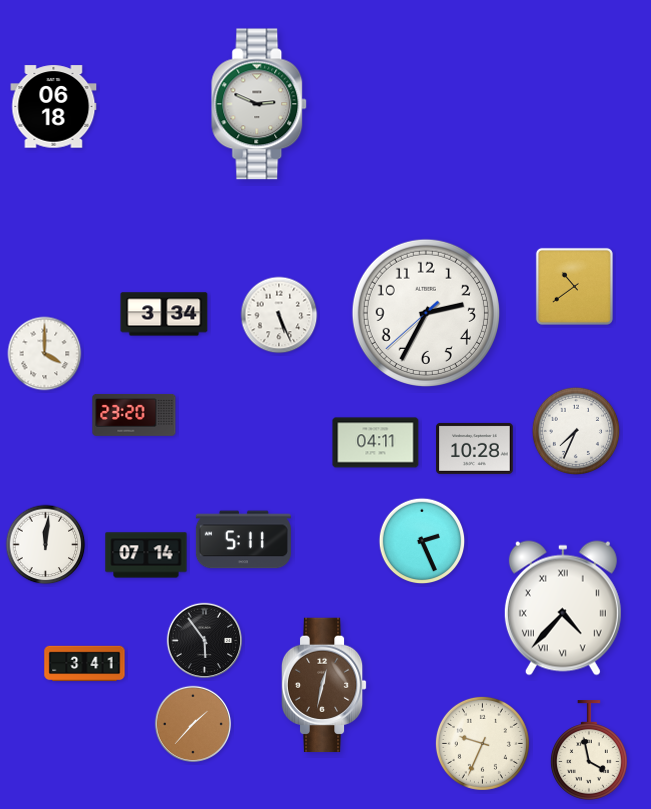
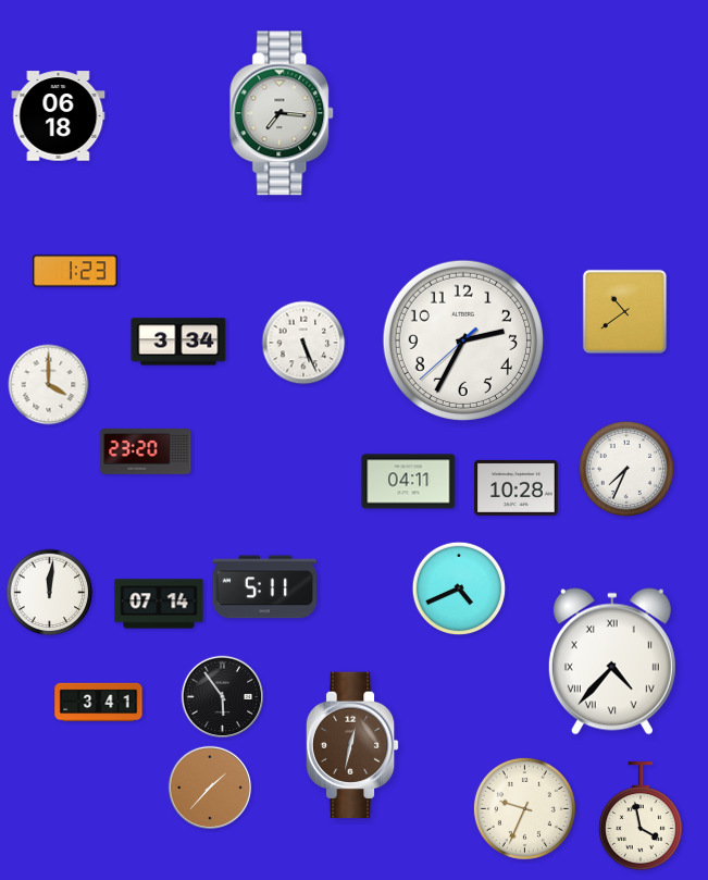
clock at (260, 104): 2:49 -> 7:16
clock at (75, 271): none -> 1:23
clock at (422, 541): 2:26 -> 4:41
clock at (85, 664) position: (85, 664) -> (99, 703)
